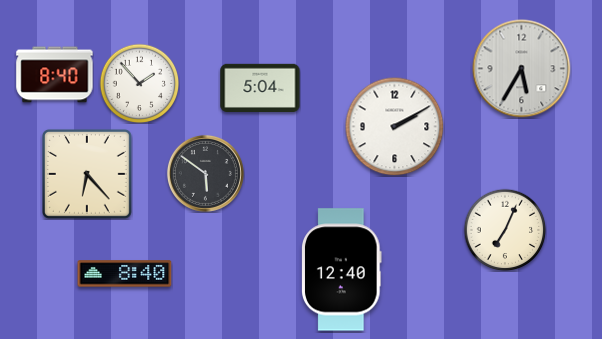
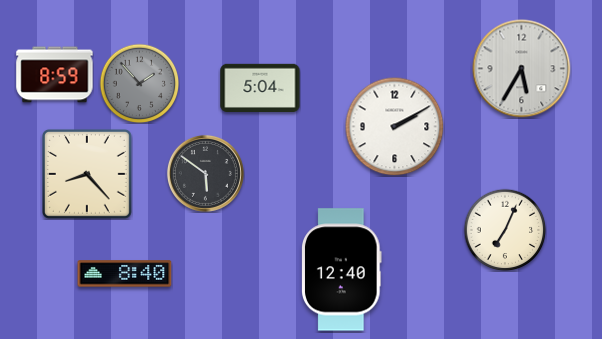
clock at (55, 75): 8:40 -> 8:59
clock at (139, 83) dial: white -> grey
clock at (87, 174): 6:23 -> 8:23
